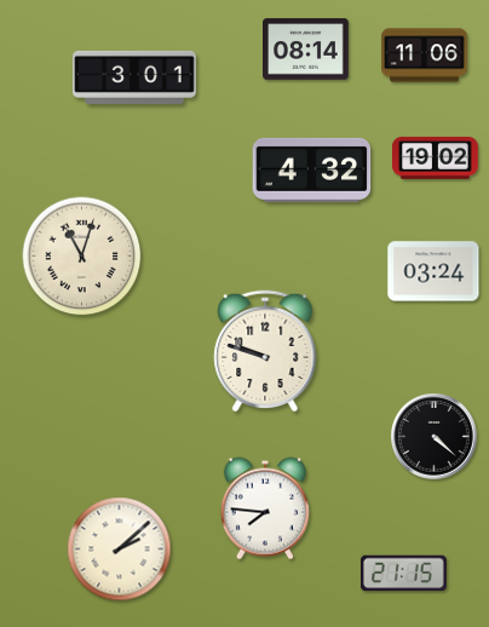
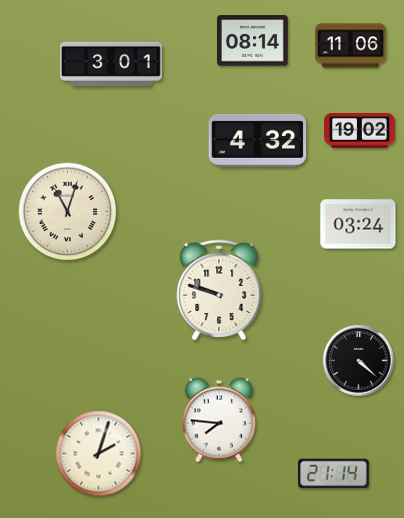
clock at (120, 550): 2:08 -> 2:03
clock at (404, 574): 21:15 -> 21:14
